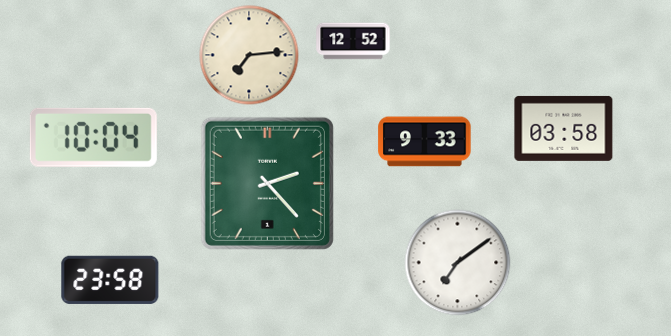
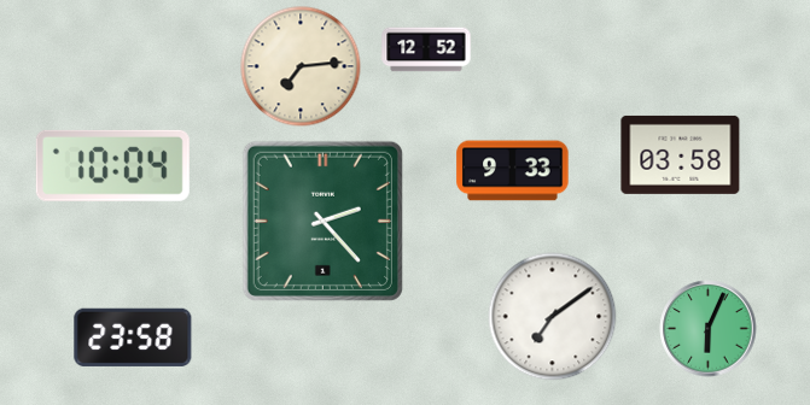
clock at (709, 329): none -> 6:04
